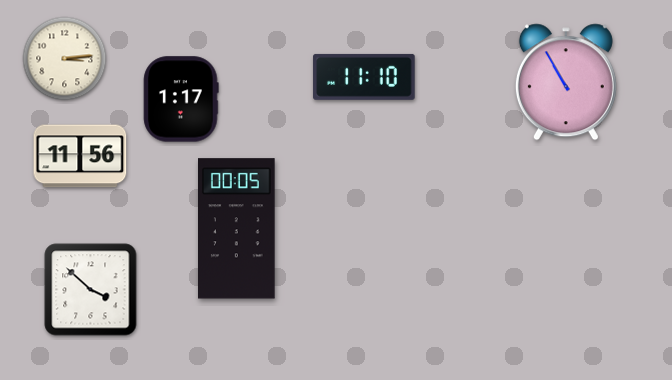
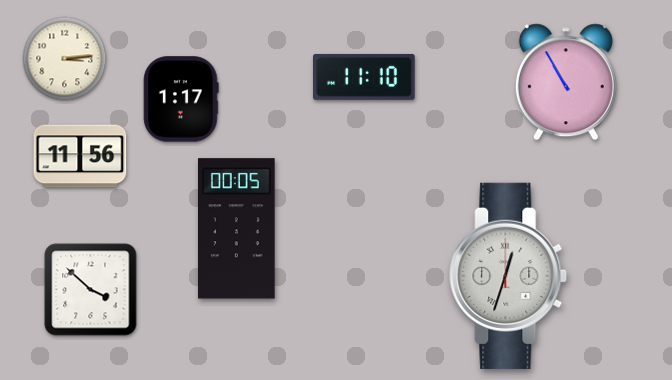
clock at (509, 276): none -> 12:33
